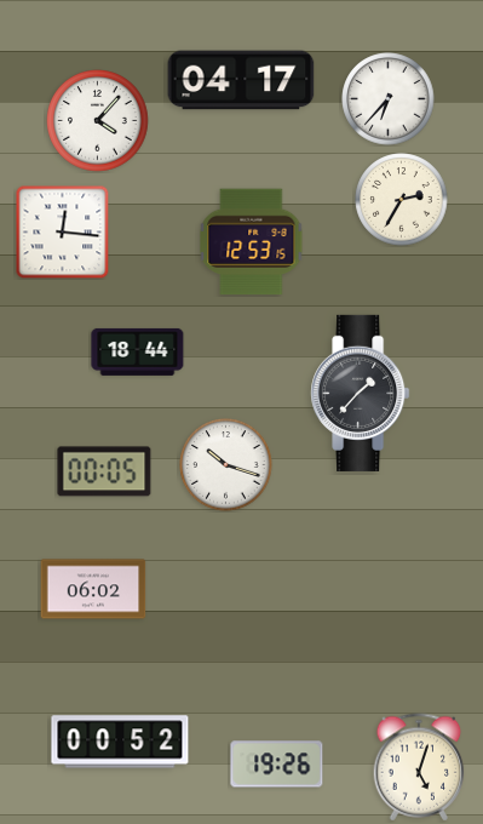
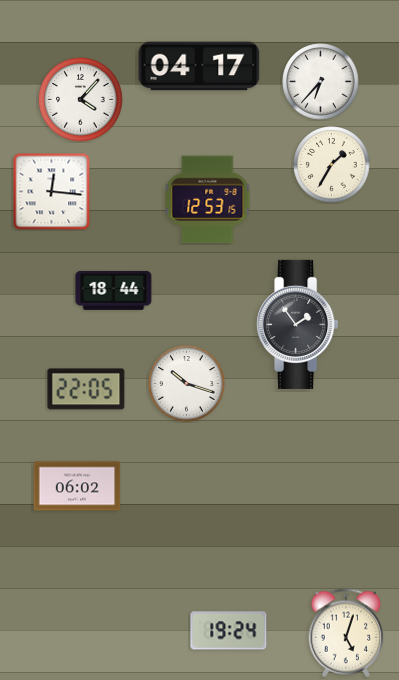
clock at (402, 200): 2:35 -> 1:35
clock at (361, 393): 1:37 -> 1:54
clock at (104, 471): 00:05 -> 22:05
clock at (120, 742): 00:52 -> none
clock at (277, 765): 19:26 -> 19:24
